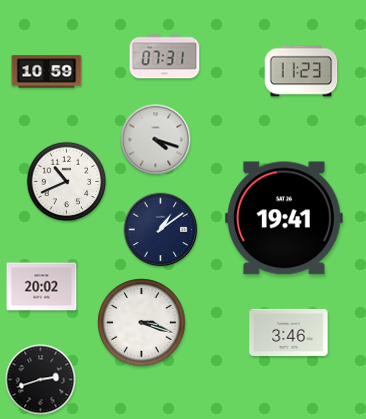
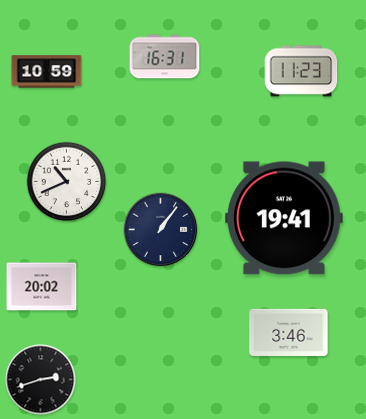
clock at (165, 57): 07:31 -> 16:31
clock at (156, 140): 4:18 -> none
clock at (161, 230): 1:09 -> 1:06
clock at (142, 323): 3:18 -> none
